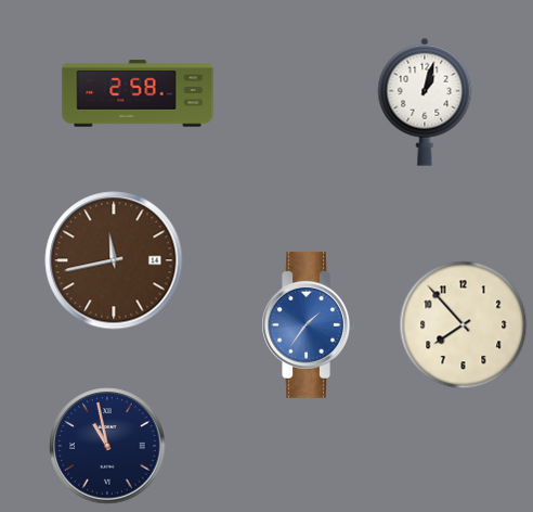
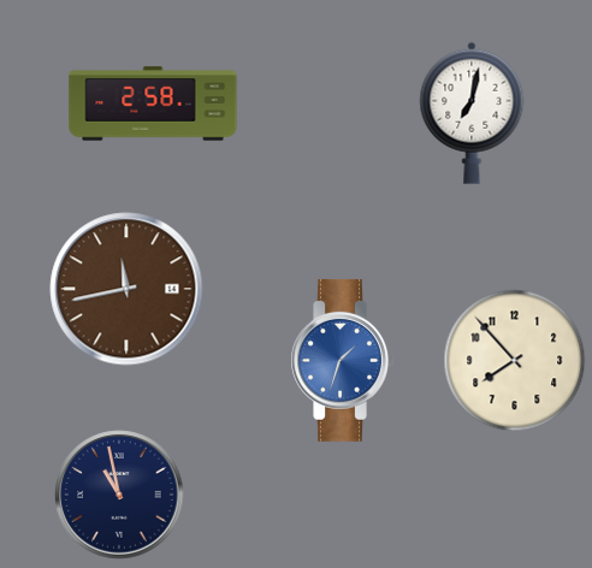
clock at (425, 102): 1:03 -> 7:02
clock at (308, 324): 1:36 -> 1:33
